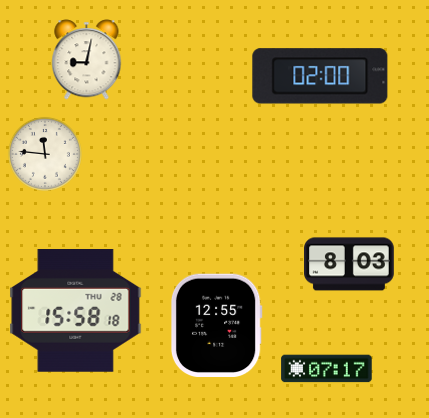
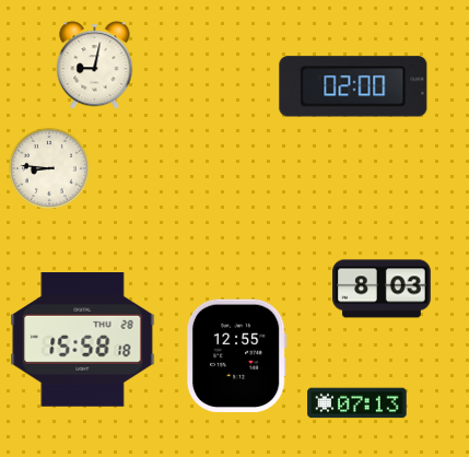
clock at (320, 76) position: (320, 76) -> (353, 86)
clock at (45, 154): 11:46 -> 8:46
clock at (327, 369): 07:17 -> 07:13
